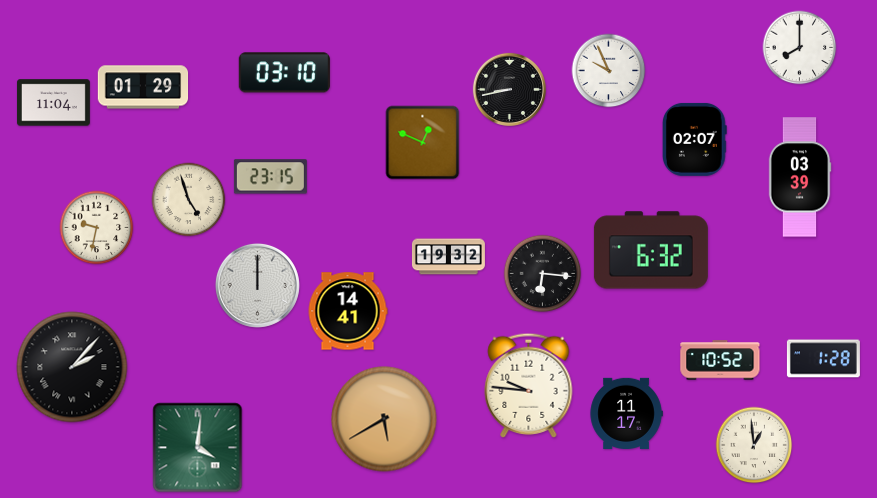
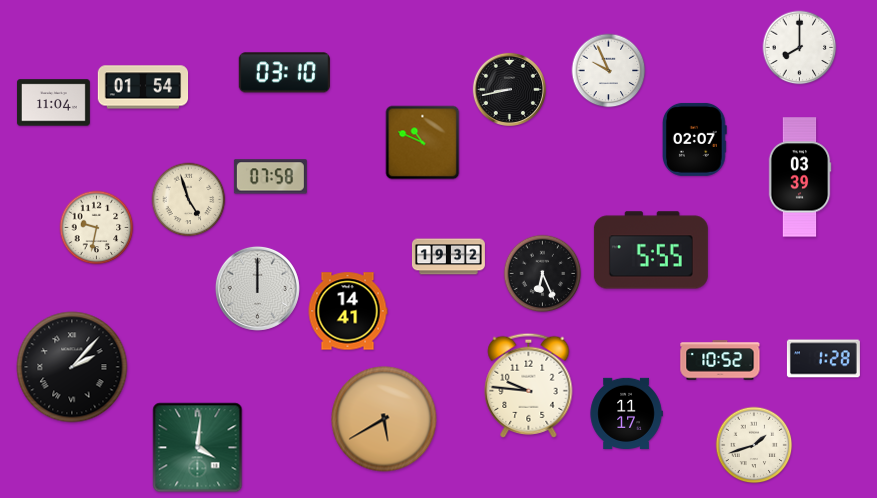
clock at (143, 87): 01:29 -> 01:54
clock at (423, 143): 12:49 -> 10:49
clock at (270, 177): 23:15 -> 07:58
clock at (651, 250): 6:32 -> 5:55
clock at (543, 274): 6:16 -> 6:26
clock at (257, 285) position: (257, 285) -> (257, 288)
clock at (754, 445): 12:59 -> 1:42
